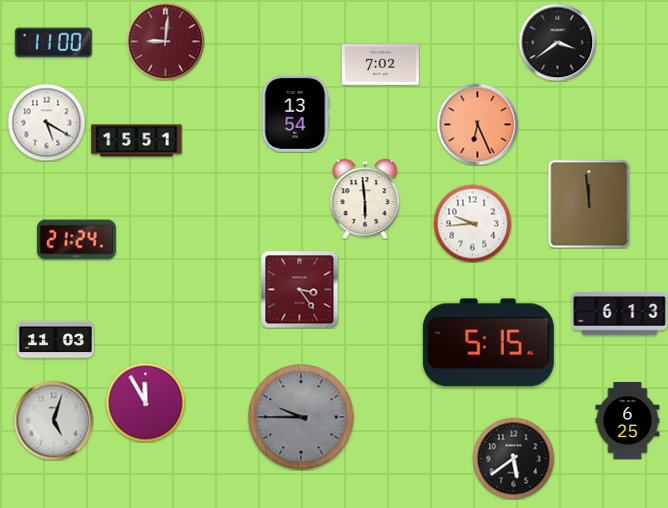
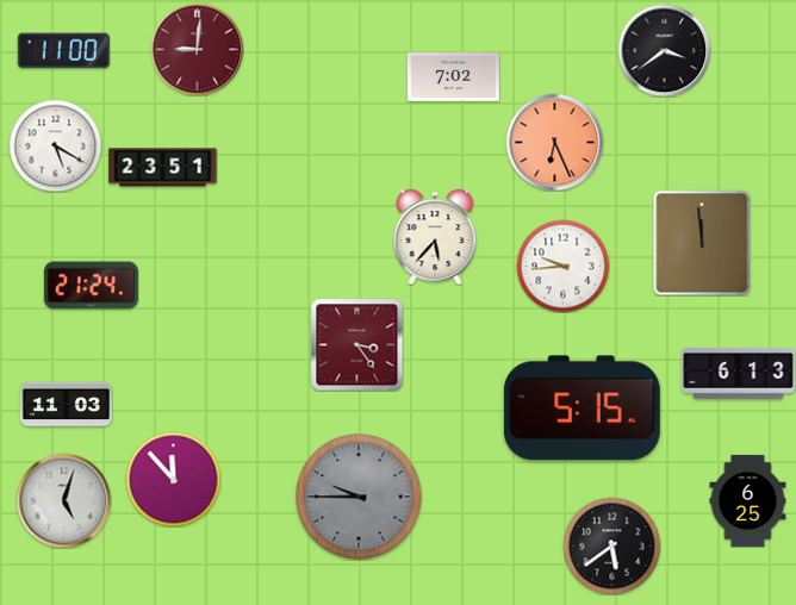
clock at (295, 113): 13:54 -> none
clock at (477, 124) position: (477, 124) -> (554, 142)
clock at (137, 141): 15:51 -> 23:51
clock at (365, 199): 5:59 -> 5:37
clock at (145, 402): 11:55 -> 11:53
